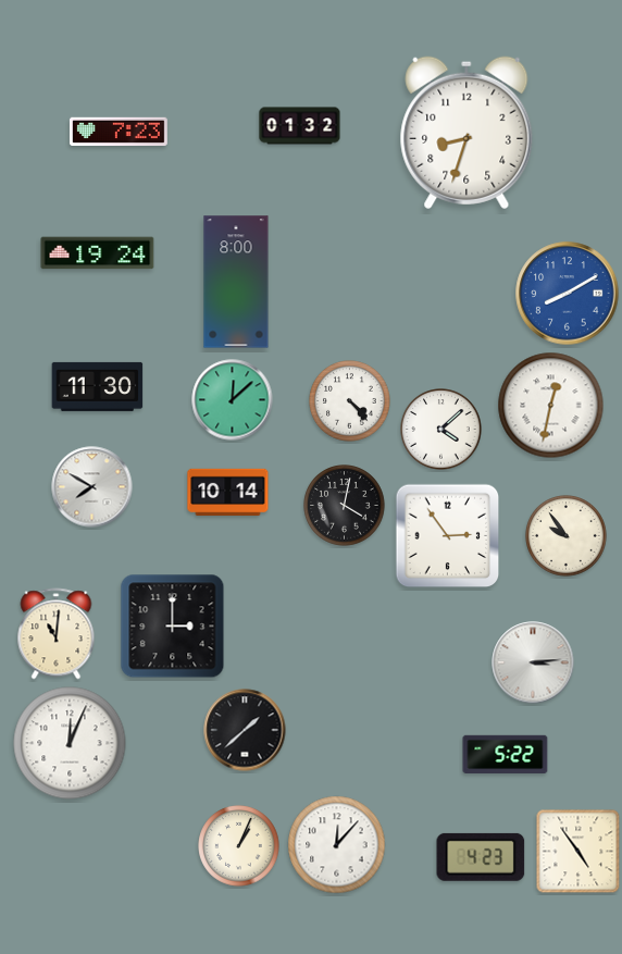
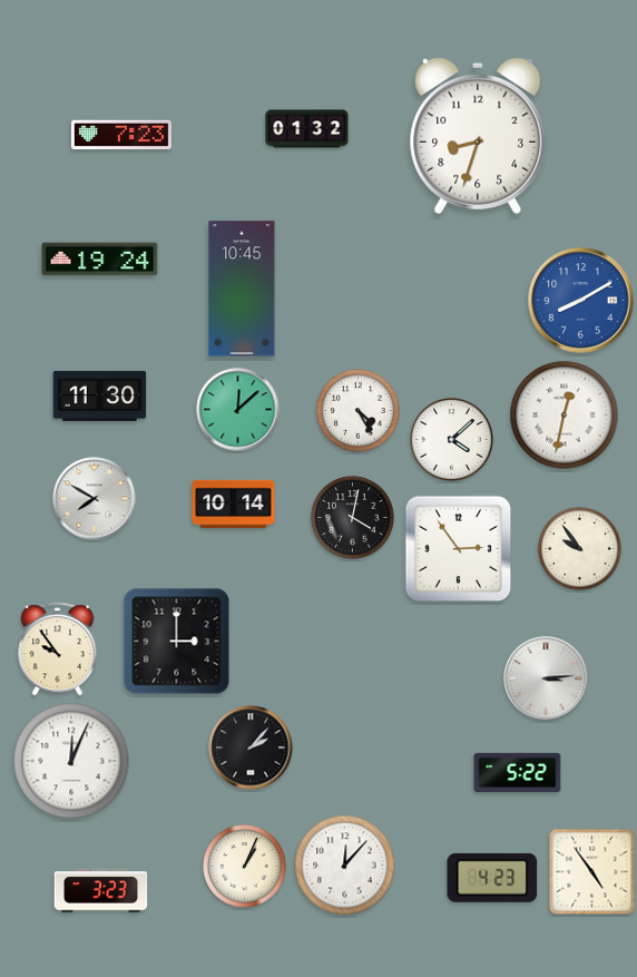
clock at (236, 282): 8:00 -> 10:45
clock at (350, 401): 4:23 -> 4:25
clock at (57, 634): 11:01 -> 9:54
clock at (245, 730): 1:38 -> 2:07
clock at (101, 891): none -> 3:23
